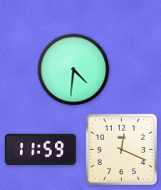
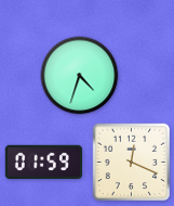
clock at (74, 70): 4:31 -> 4:33
clock at (40, 150): 11:59 -> 01:59
